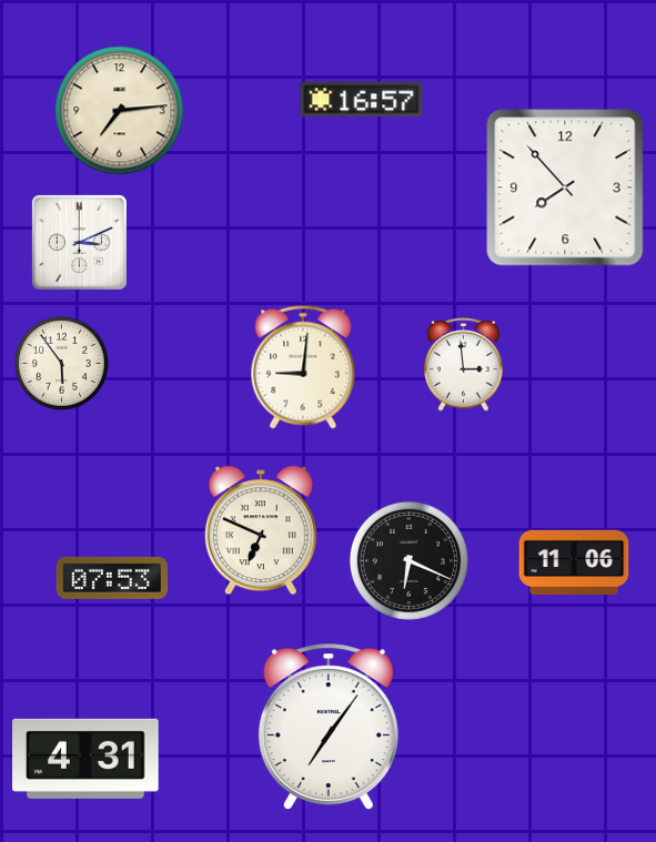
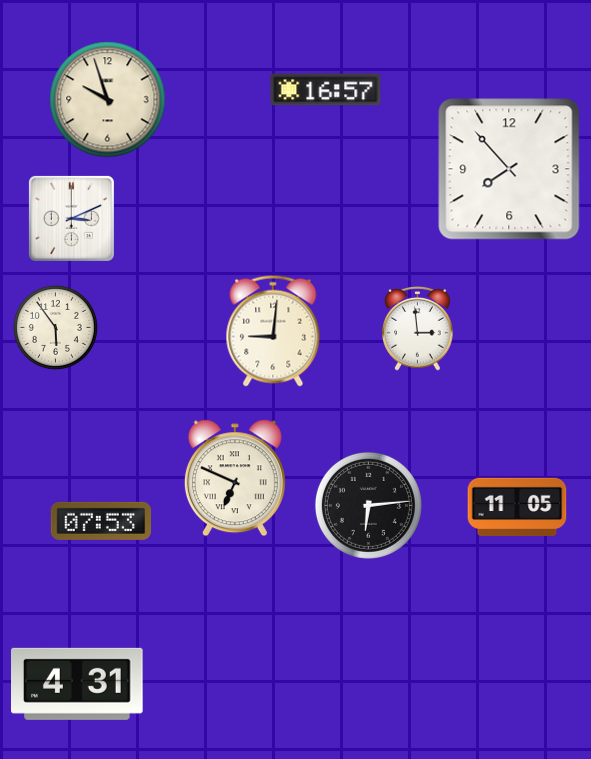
clock at (120, 111): 7:14 -> 9:57
clock at (408, 560): 6:19 -> 6:14
clock at (574, 562): 11:06 -> 11:05
clock at (329, 728): 7:06 -> none
